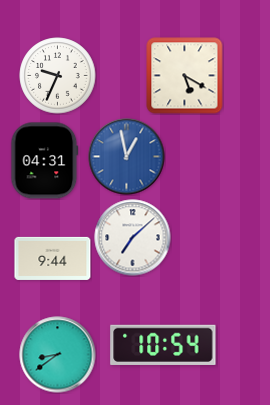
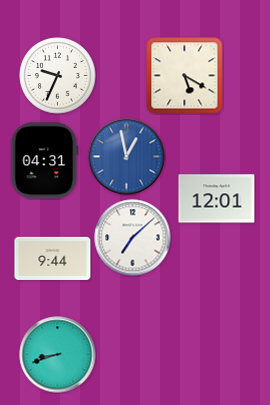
clock at (217, 199): none -> 12:01
clock at (163, 345): 10:54 -> none
clock at (58, 355): 8:39 -> 8:42
